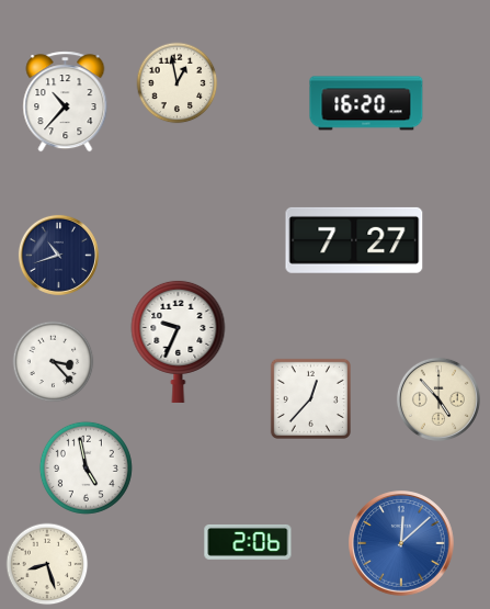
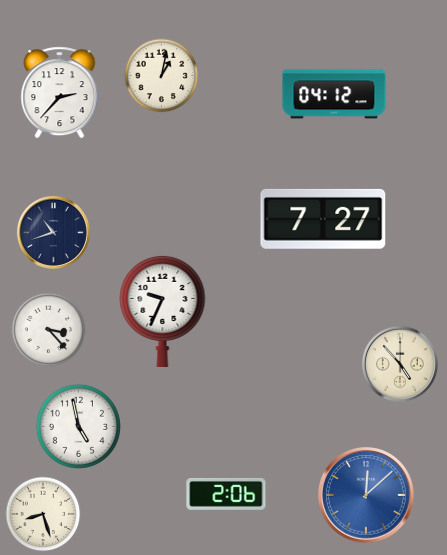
clock at (178, 83): 12:58 -> 1:02
clock at (66, 102): 10:37 -> 2:37
clock at (366, 103): 16:20 -> 04:12
clock at (310, 398): 12:37 -> none
